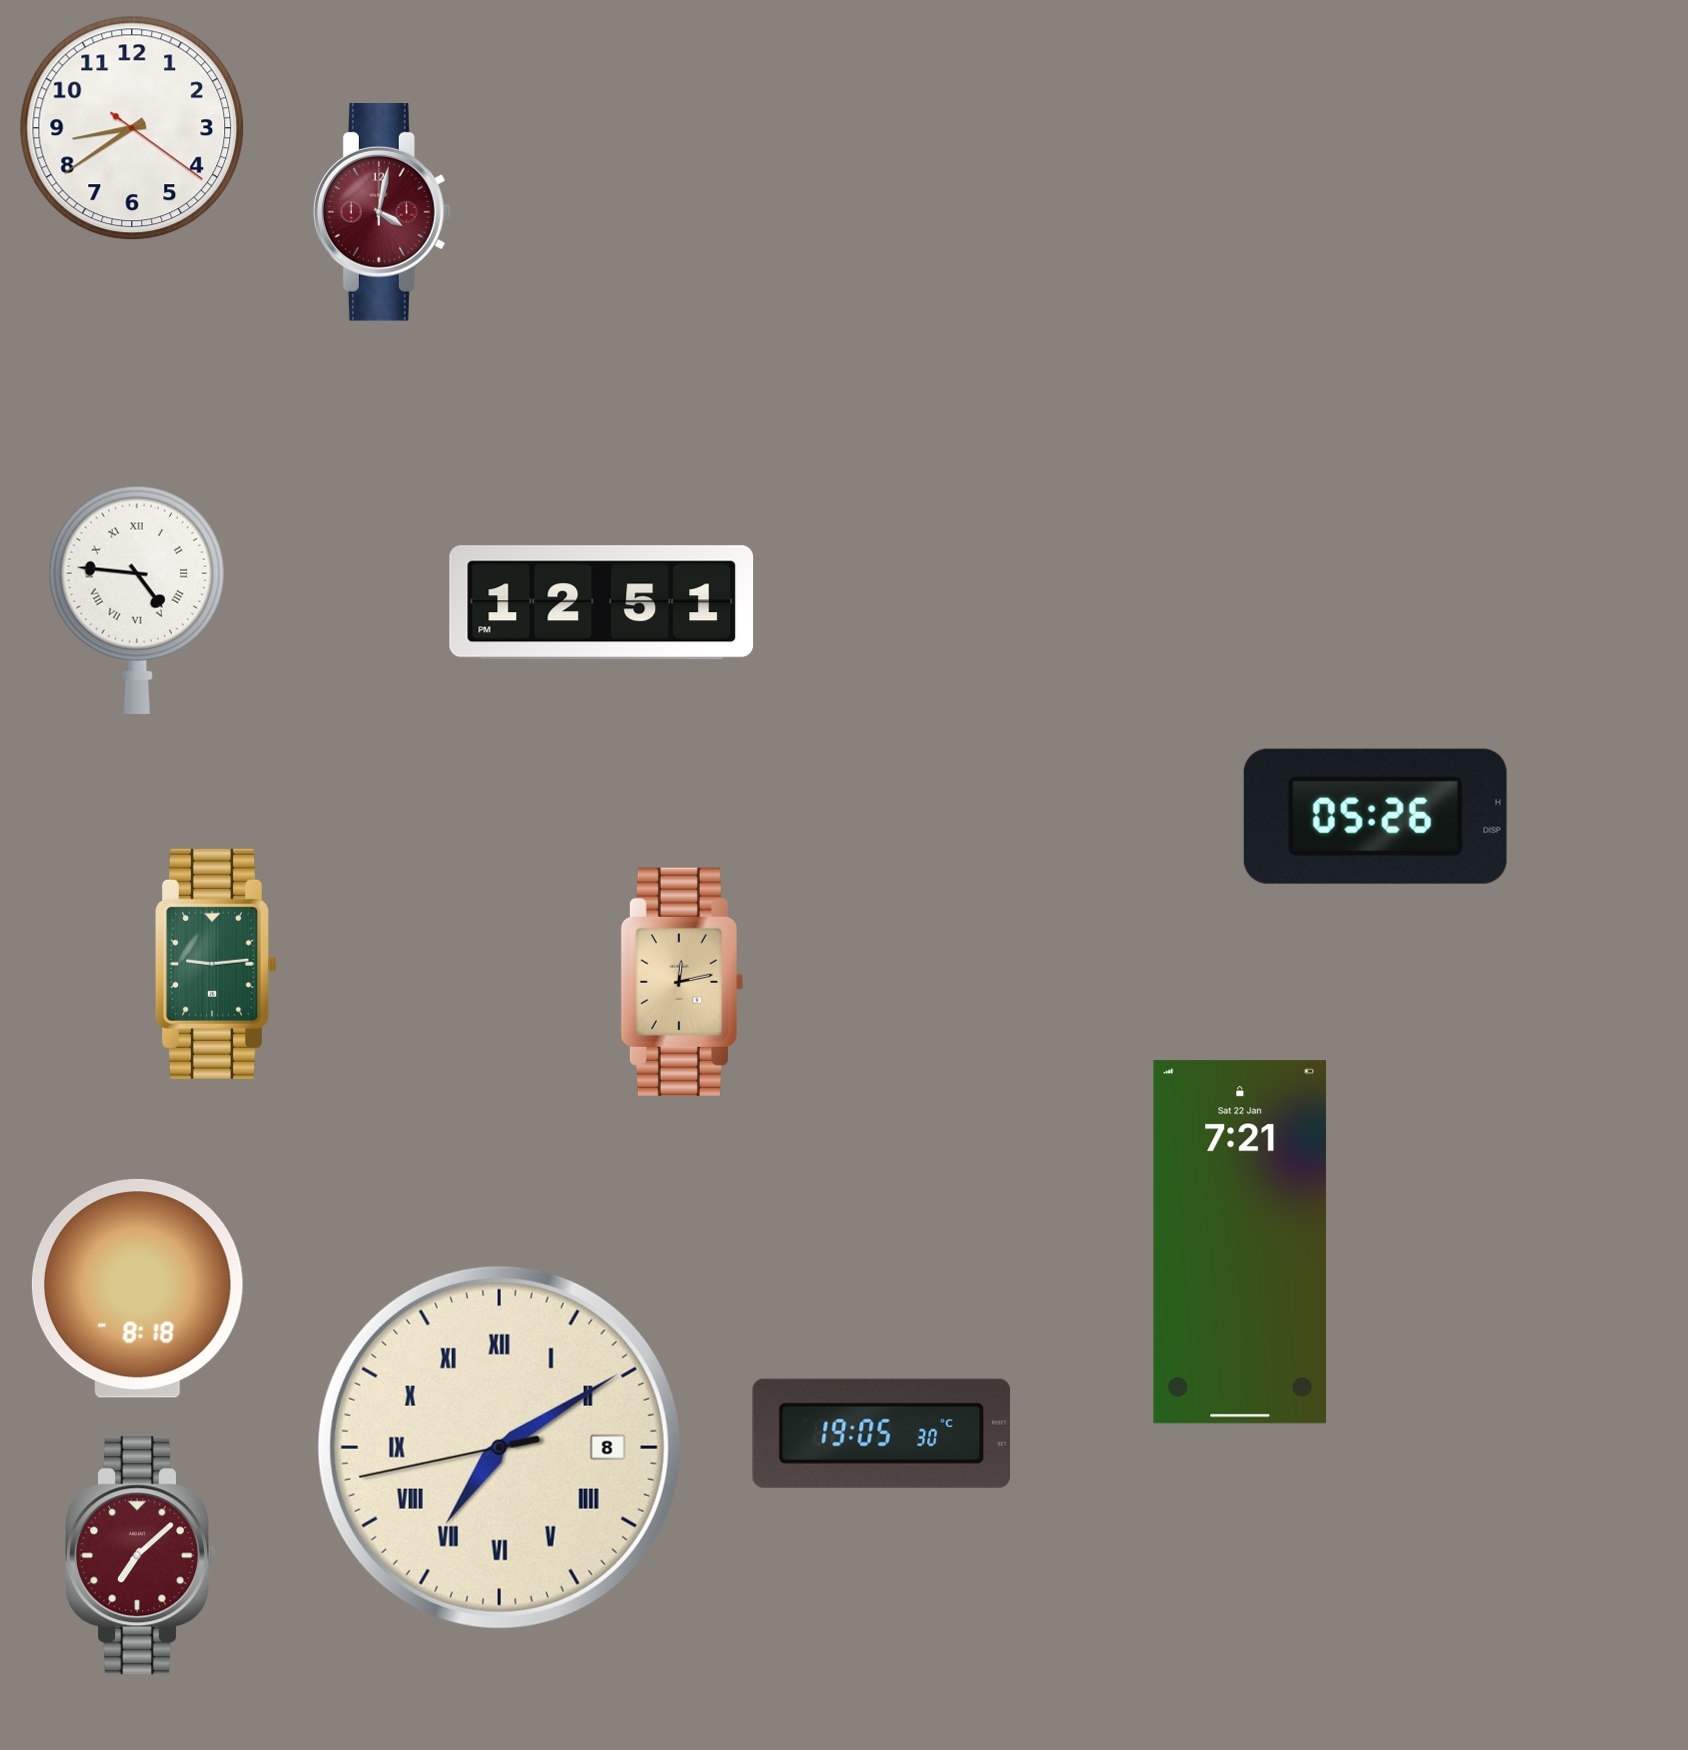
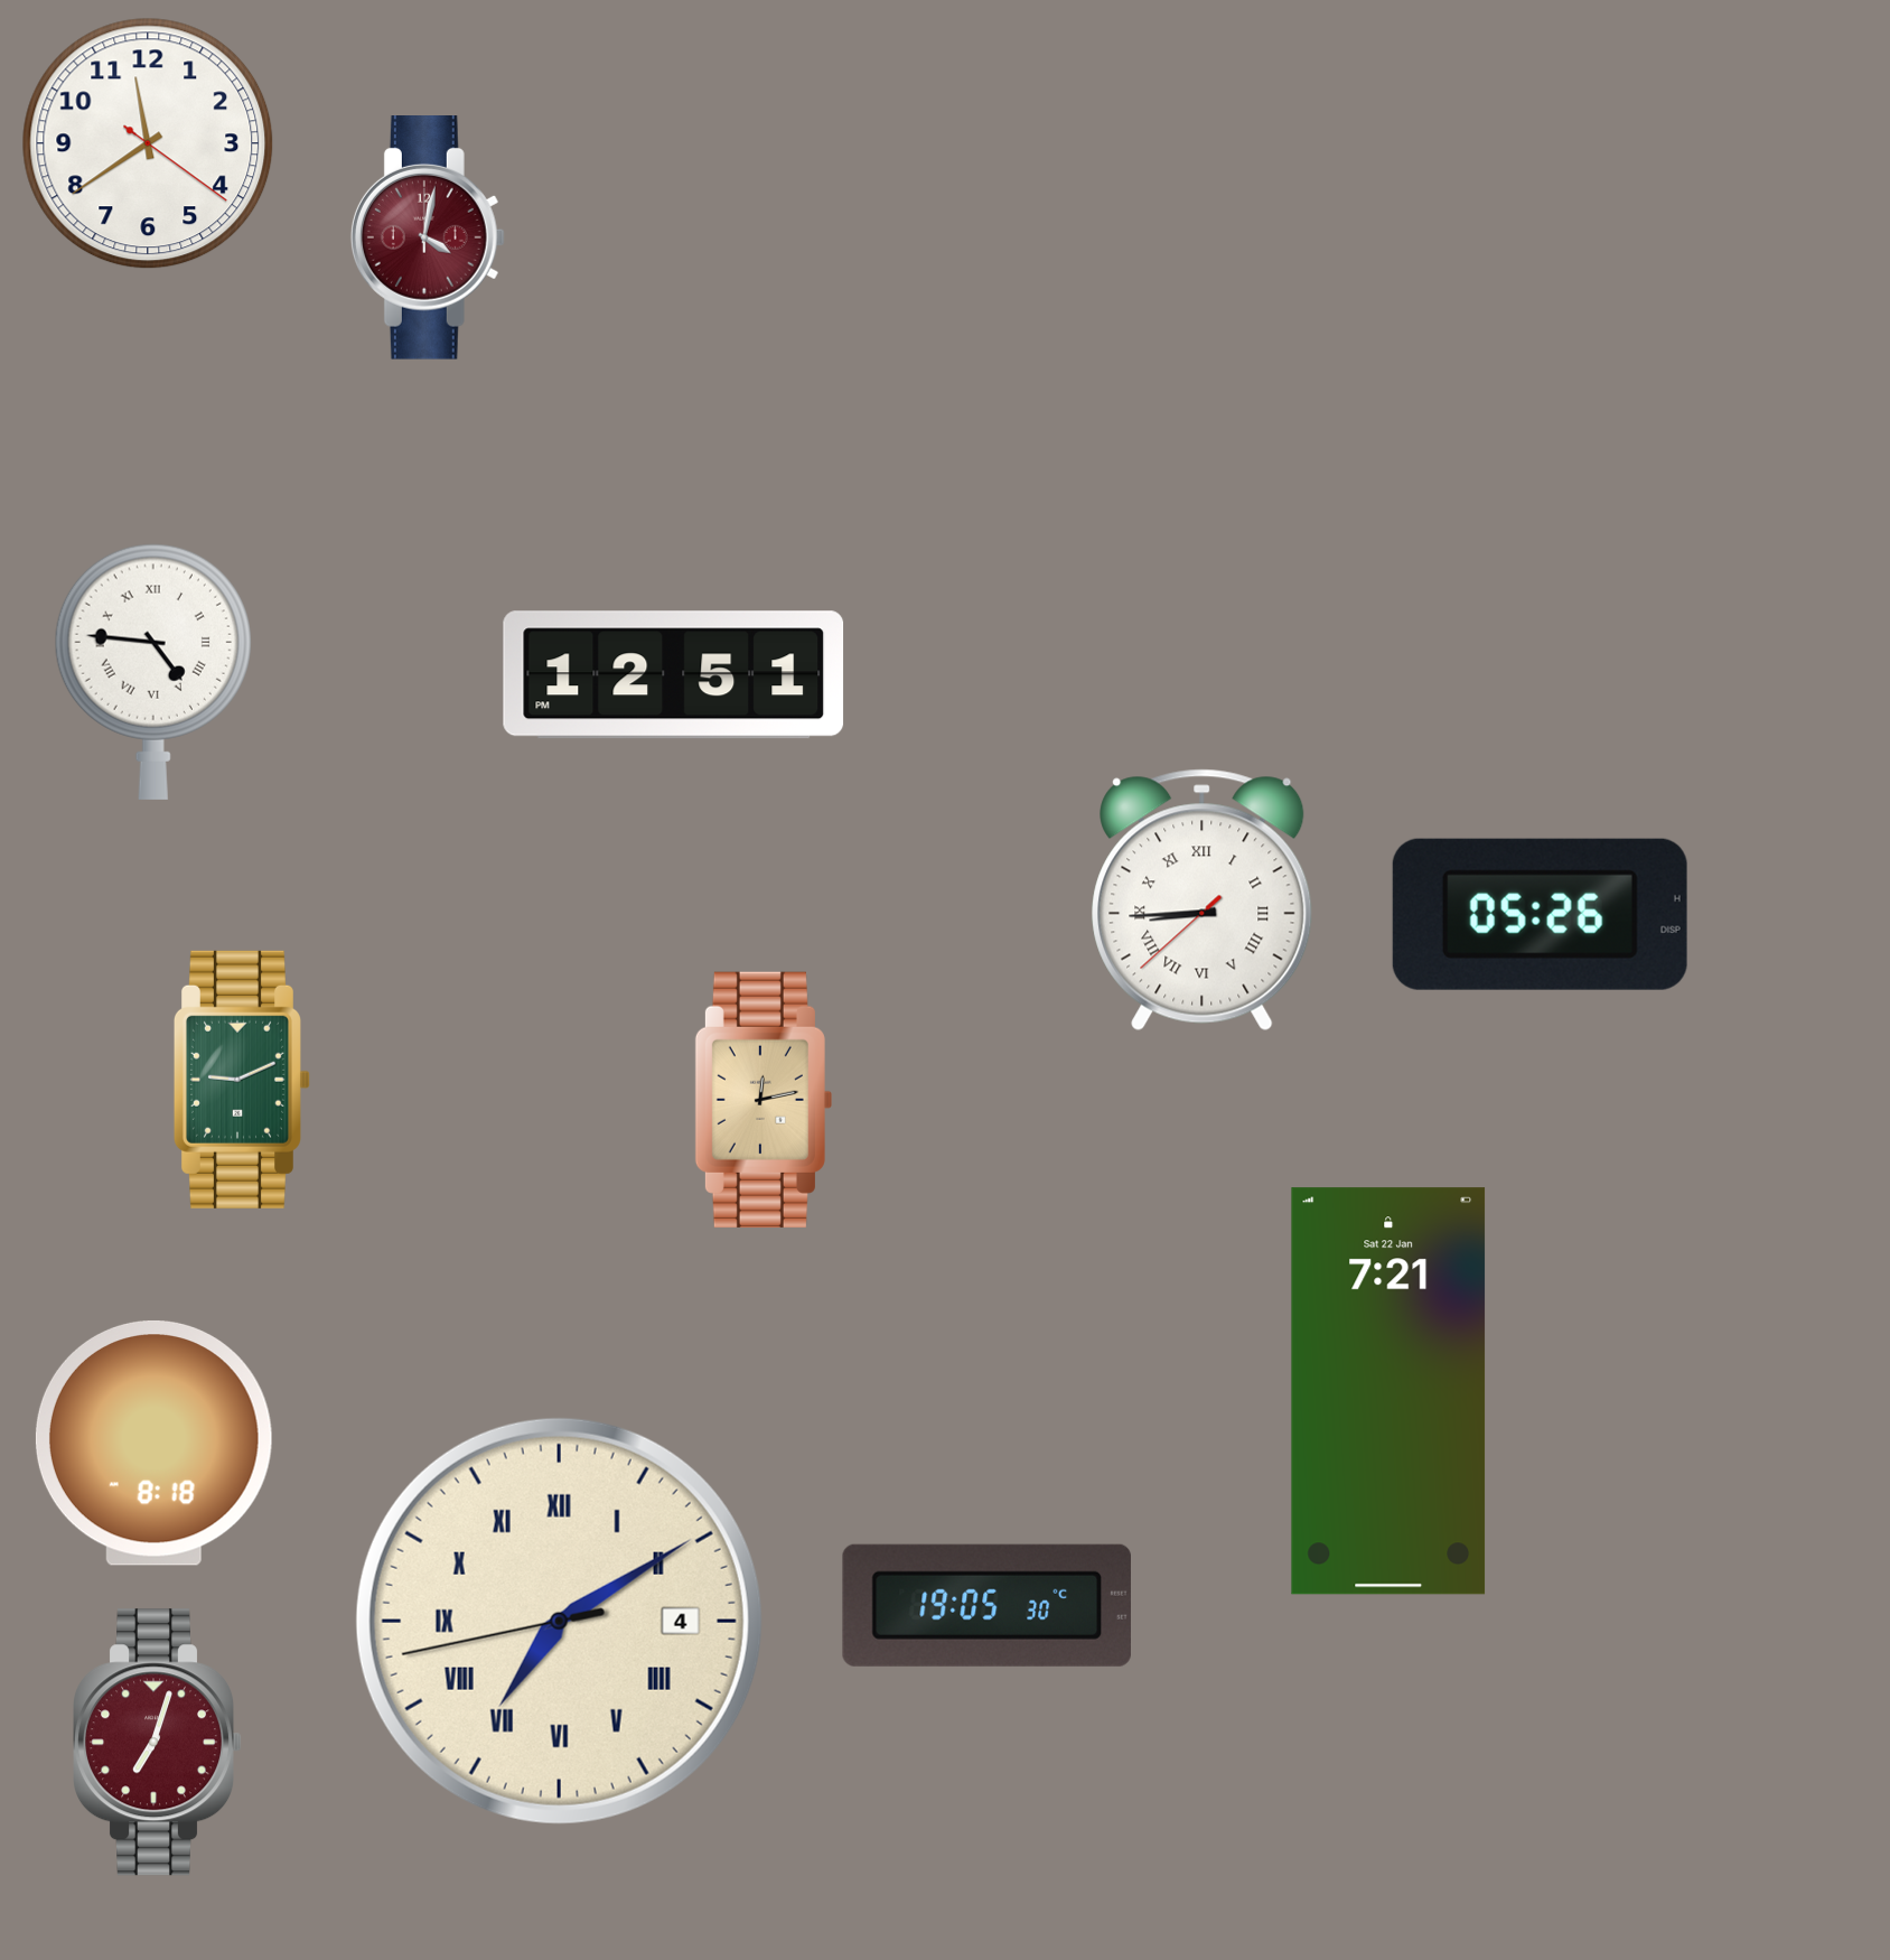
clock at (132, 128): 8:39 -> 11:39
clock at (1203, 899): none -> 8:44
clock at (216, 964): 9:14 -> 9:11
clock at (499, 1447) date: 8 -> 4
clock at (141, 1556): 7:08 -> 7:03
